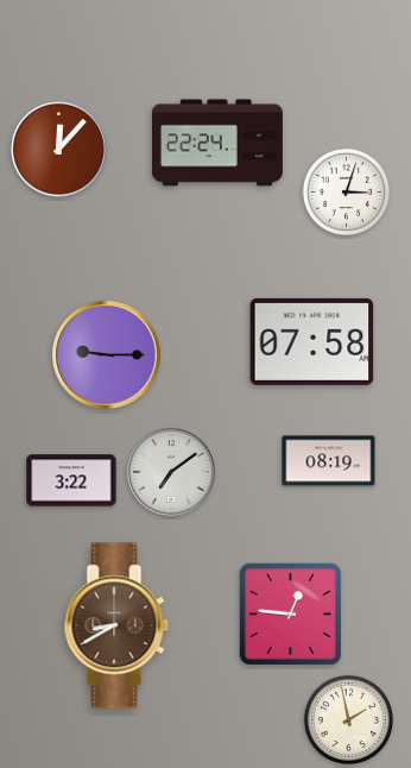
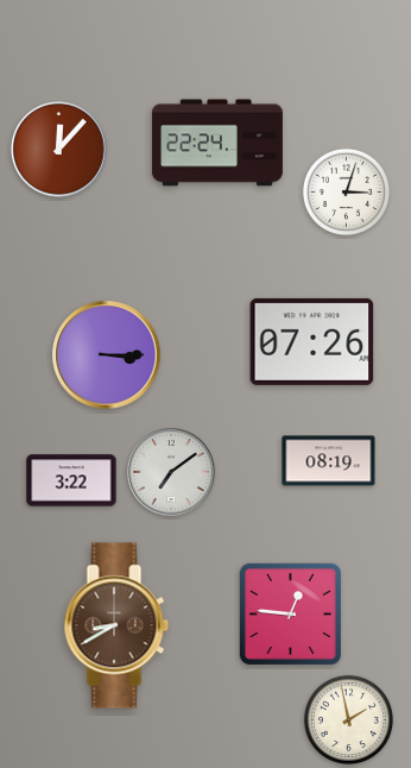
clock at (312, 341): 07:58 -> 07:26
clock at (107, 355): 9:15 -> 3:15
